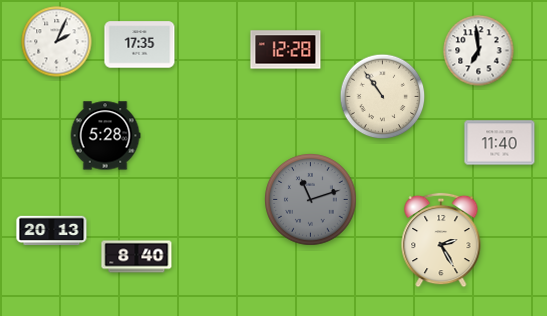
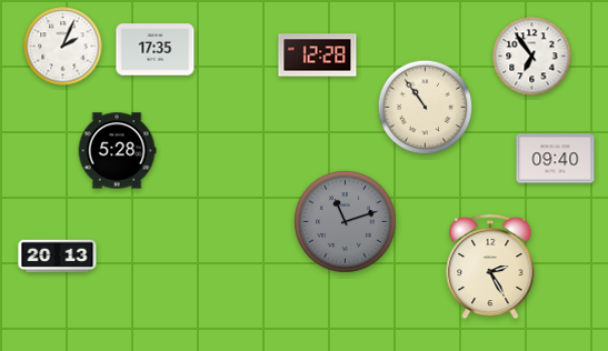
clock at (479, 51): 6:59 -> 6:54
clock at (500, 143): 11:40 -> 09:40
clock at (137, 257): 8:40 -> none
